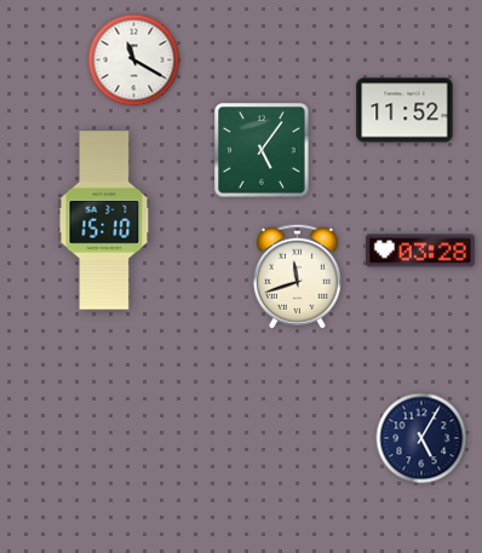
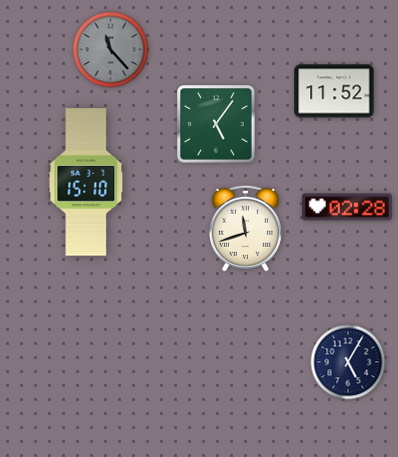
clock at (134, 61): 11:20 -> 11:23
clock at (134, 61) dial: white -> grey
clock at (420, 250): 03:28 -> 02:28
